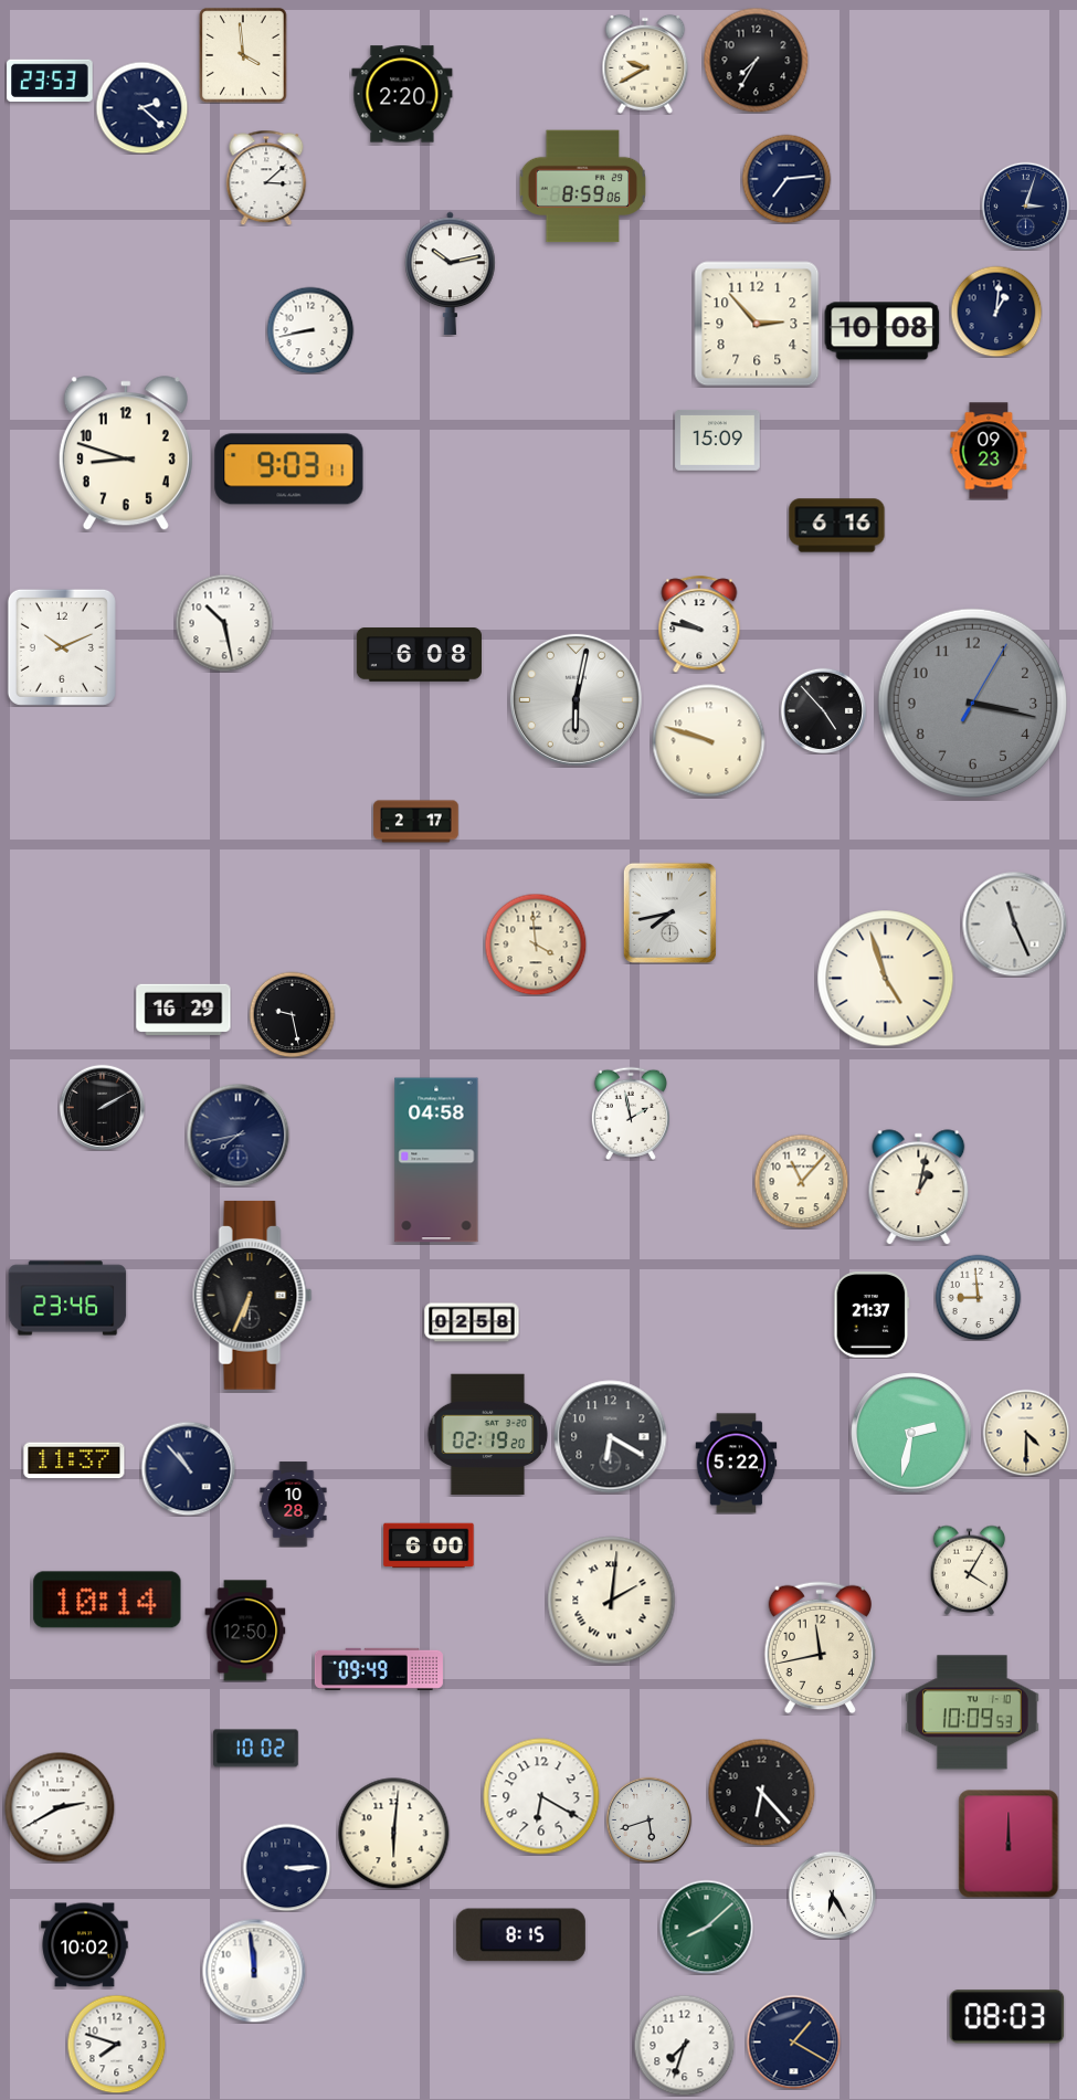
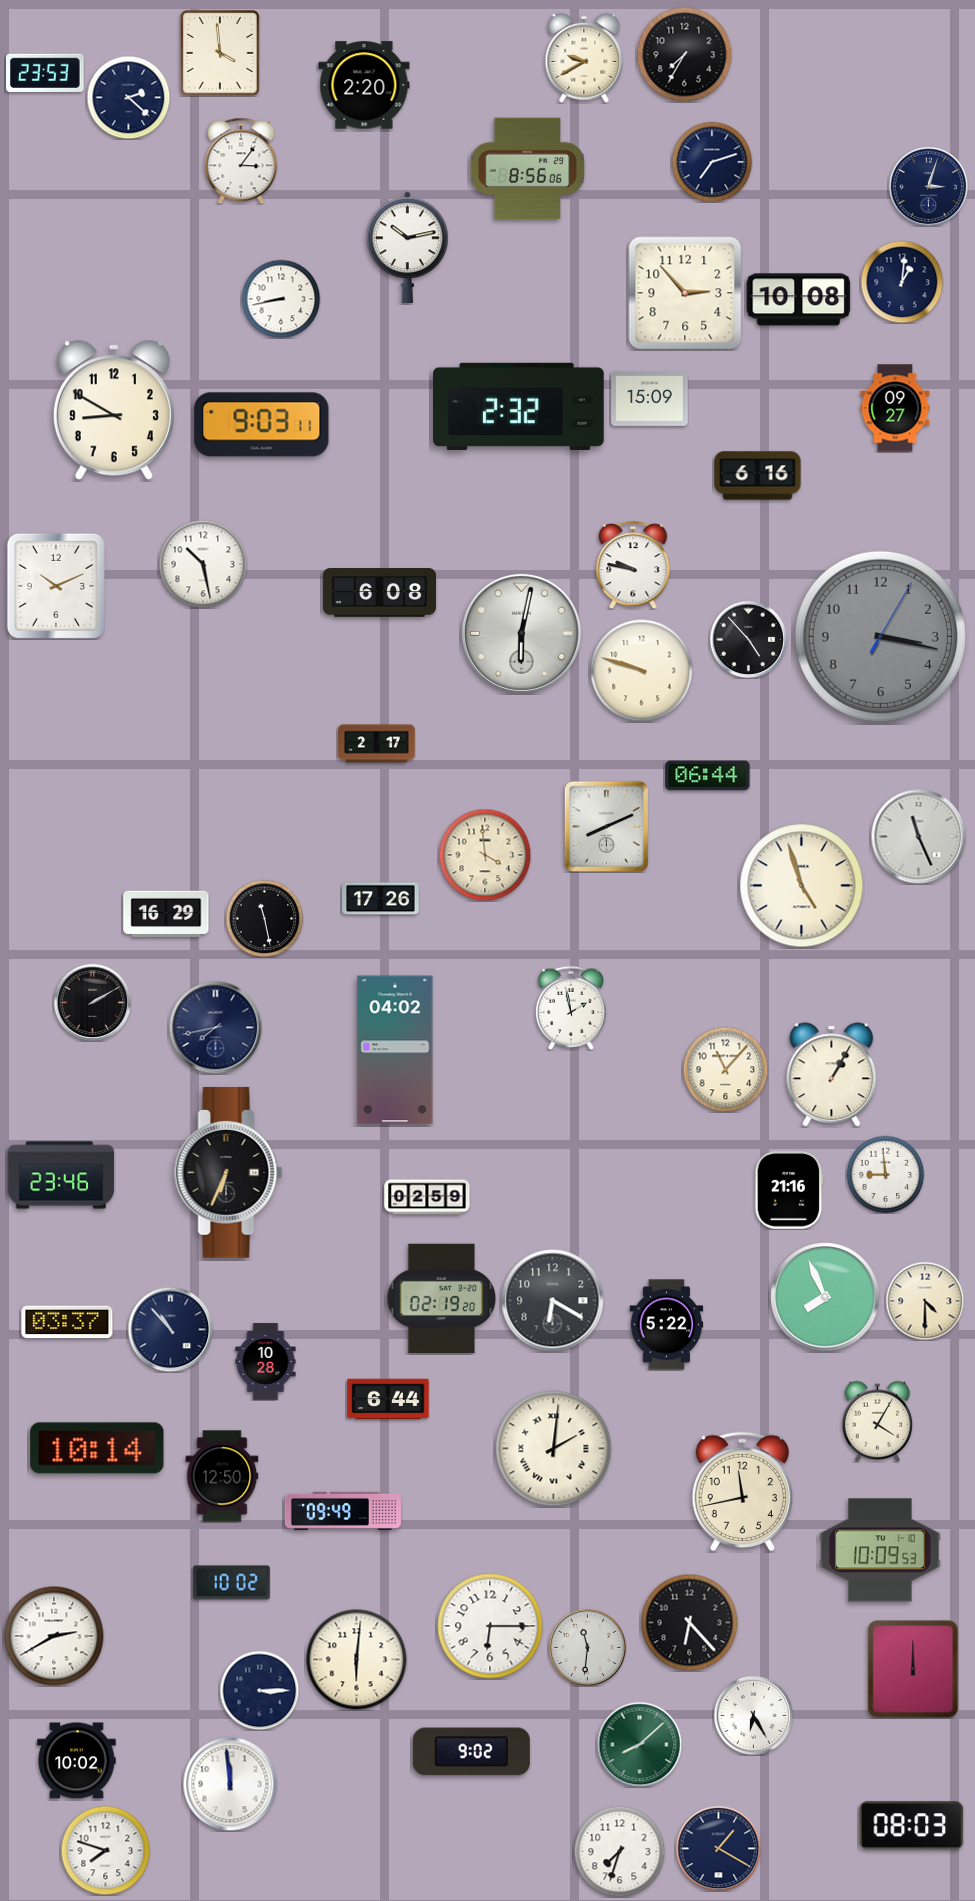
clock at (243, 55) position: (243, 55) -> (220, 53)
clock at (266, 178): 3:08 -> 3:06
clock at (786, 179): 7:14 -> 7:12
clock at (583, 187): 8:59 -> 8:56
clock at (519, 406): none -> 2:32
clock at (989, 451): 09:23 -> 09:27
clock at (126, 454): 8:48 -> 8:50
clock at (823, 710) position: (823, 710) -> (748, 639)
clock at (708, 776): none -> 06:44
clock at (669, 912): 7:43 -> 8:11
clock at (381, 899): none -> 17:26
clock at (292, 1014): 9:28 -> 11:28
clock at (436, 1160): 04:58 -> 04:02
clock at (919, 1188): 1:02 -> 1:05
clock at (872, 1315): 21:37 -> 21:16
clock at (472, 1322): 02:58 -> 02:59
clock at (911, 1433): 2:32 -> 7:56
clock at (1026, 1433) position: (1026, 1433) -> (925, 1301)
clock at (74, 1460): 11:37 -> 03:37
clock at (429, 1545): 6:00 -> 6:44
clock at (541, 1796): 6:20 -> 6:15
clock at (648, 1819): 5:42 -> 11:31
clock at (520, 1935): 8:15 -> 9:02
